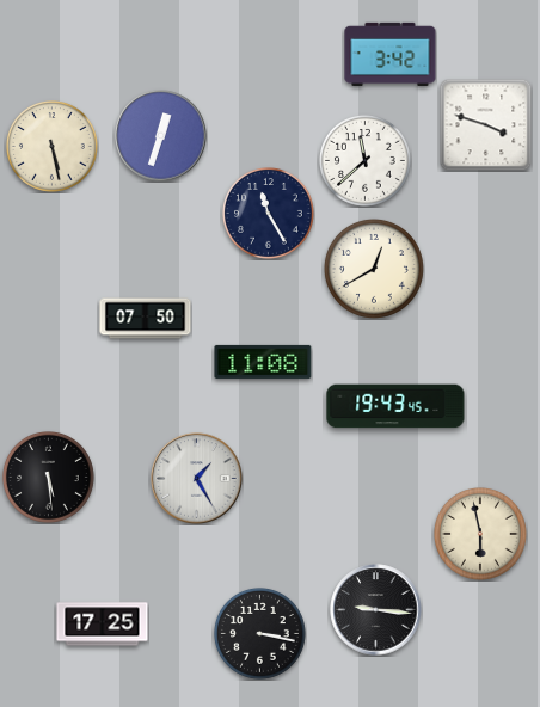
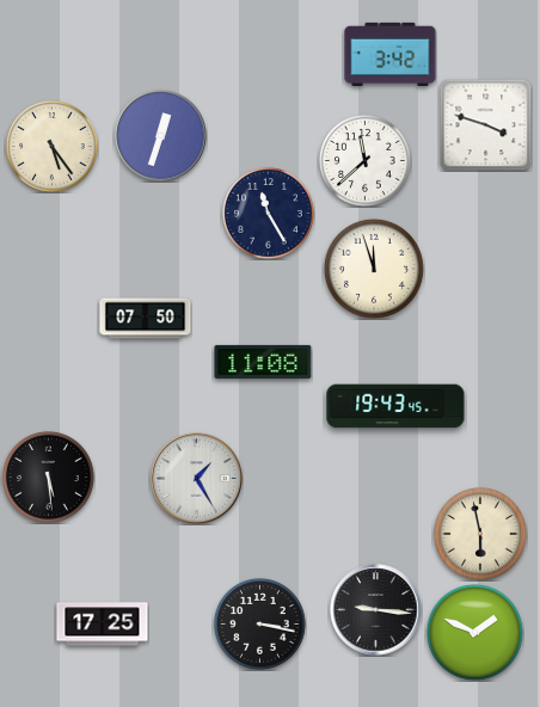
clock at (53, 147): 5:28 -> 5:24
clock at (374, 269): 12:40 -> 11:57
clock at (474, 632): none -> 1:49
clock at (260, 634) position: (260, 634) -> (260, 625)
